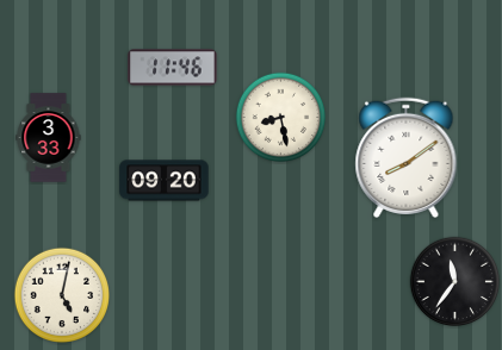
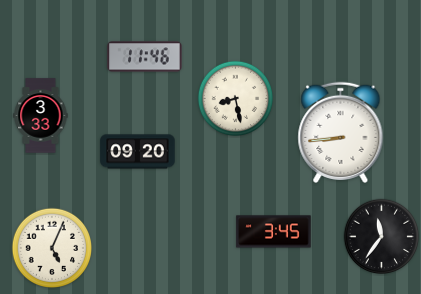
clock at (407, 157): 8:09 -> 8:44
clock at (274, 232): none -> 3:45
clock at (62, 295): 5:02 -> 5:04
